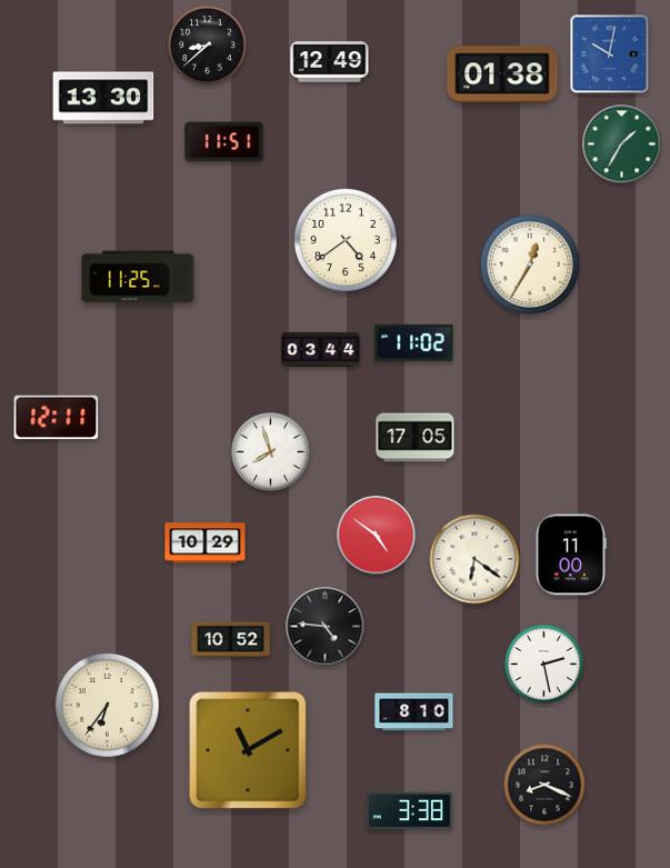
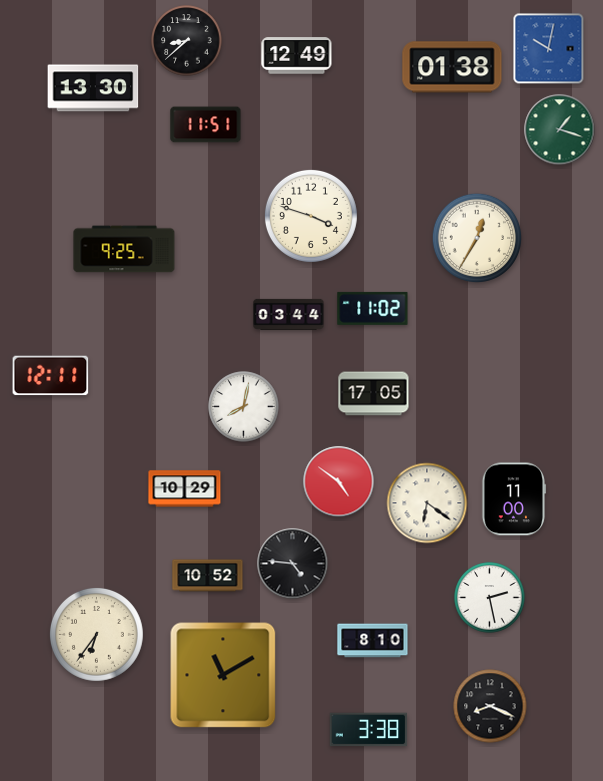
clock at (224, 142) position: (224, 142) -> (206, 125)
clock at (622, 144): 1:35 -> 1:18
clock at (346, 240): 4:39 -> 3:48
clock at (138, 277): 11:25 -> 9:25
clock at (271, 452): 7:57 -> 8:02
